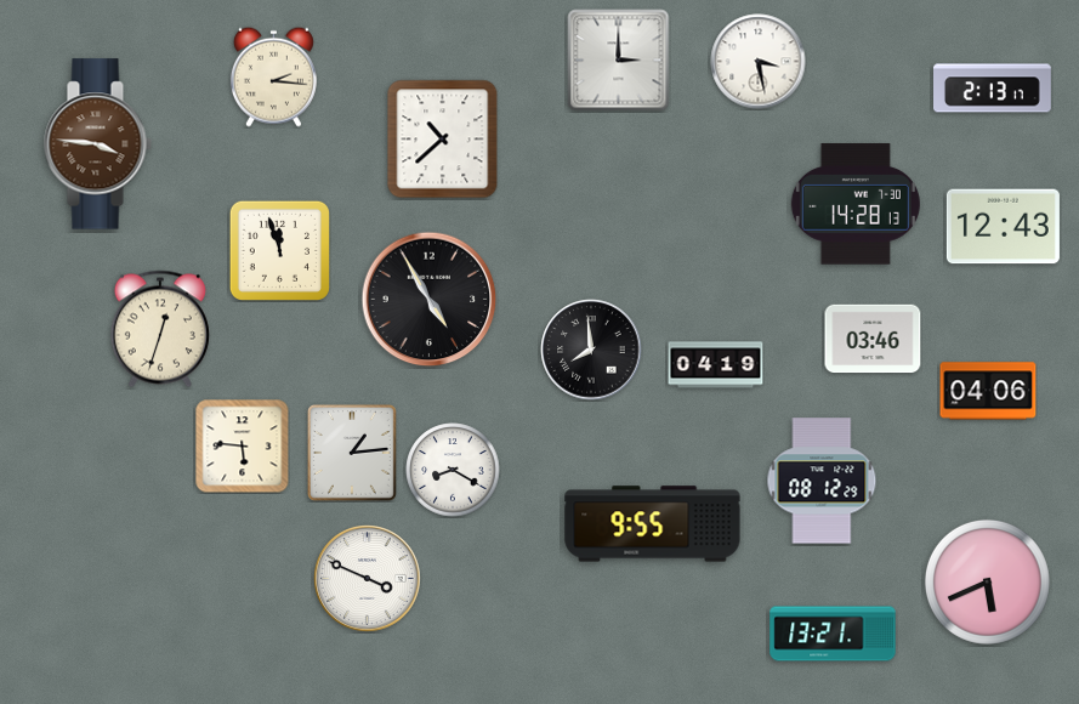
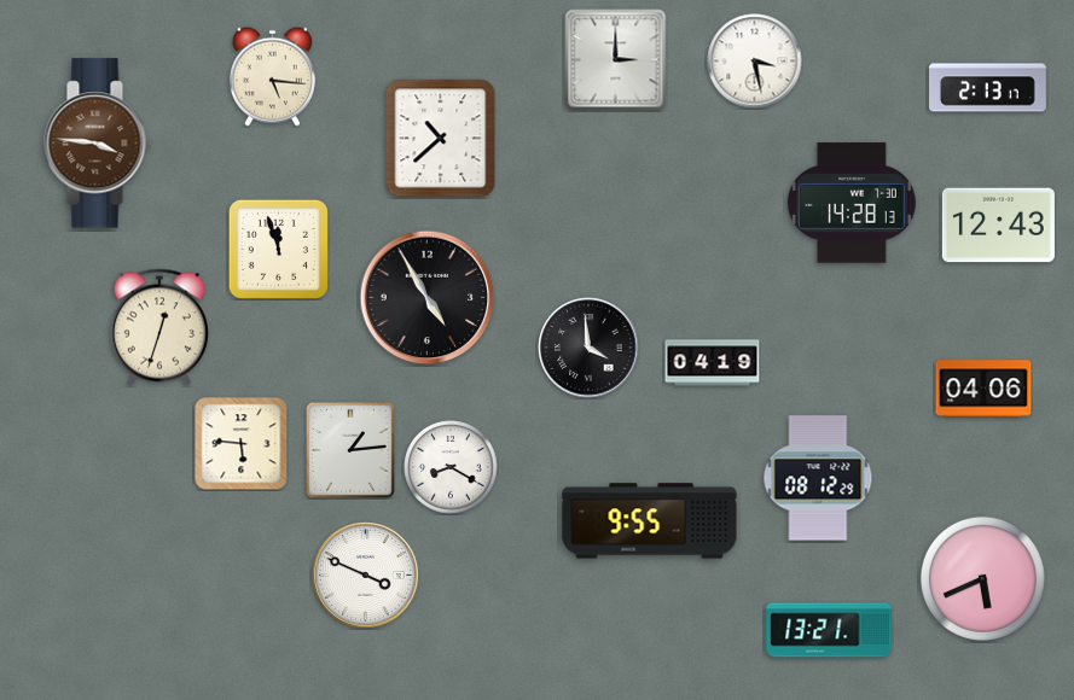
clock at (273, 76): 2:16 -> 5:16
clock at (873, 339): 03:46 -> none
clock at (591, 350): 7:59 -> 3:59
